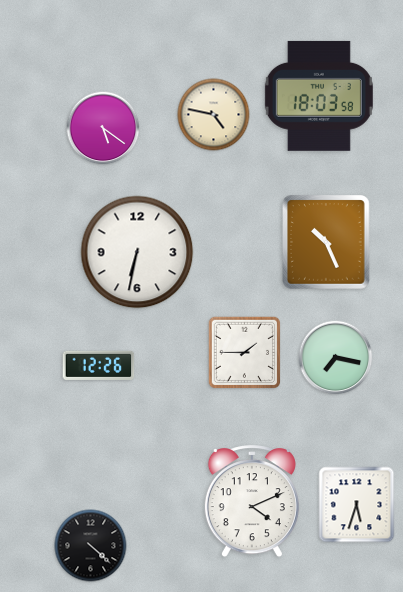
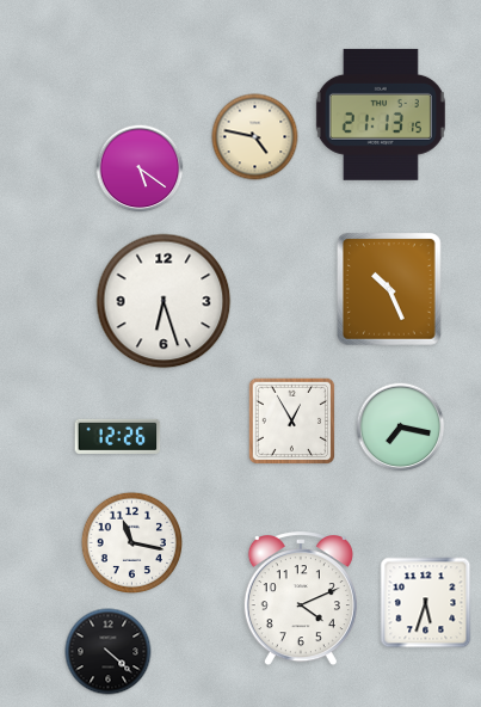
clock at (319, 96): 18:03 -> 21:13
clock at (103, 128) position: (103, 128) -> (140, 168)
clock at (137, 252): 6:32 -> 6:27
clock at (244, 352): 1:45 -> 12:55
clock at (131, 542): none -> 11:17
